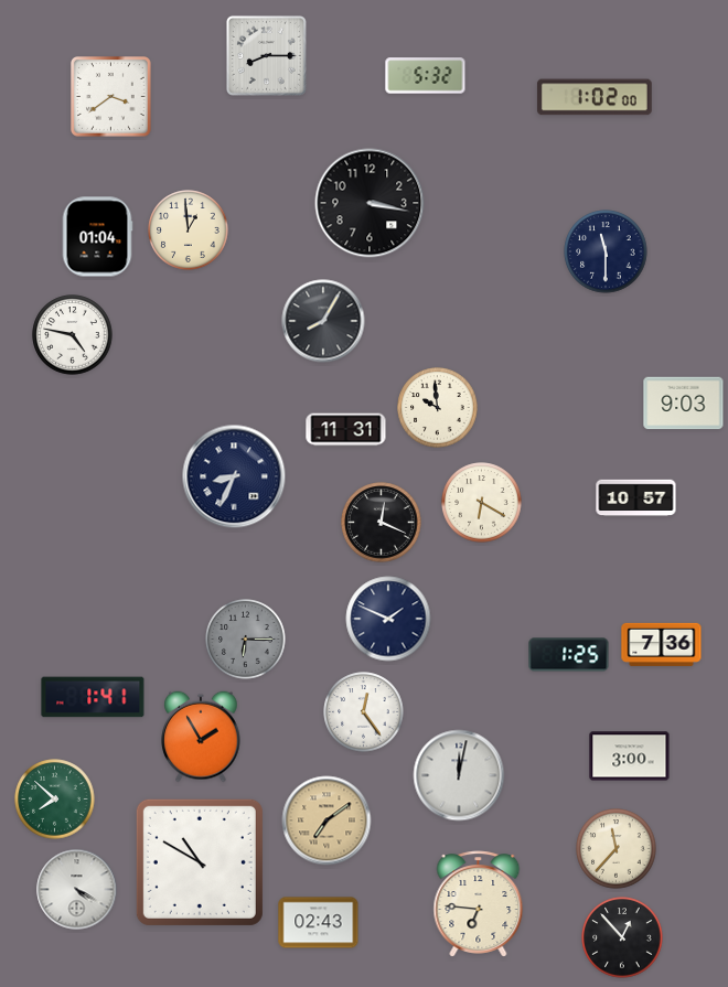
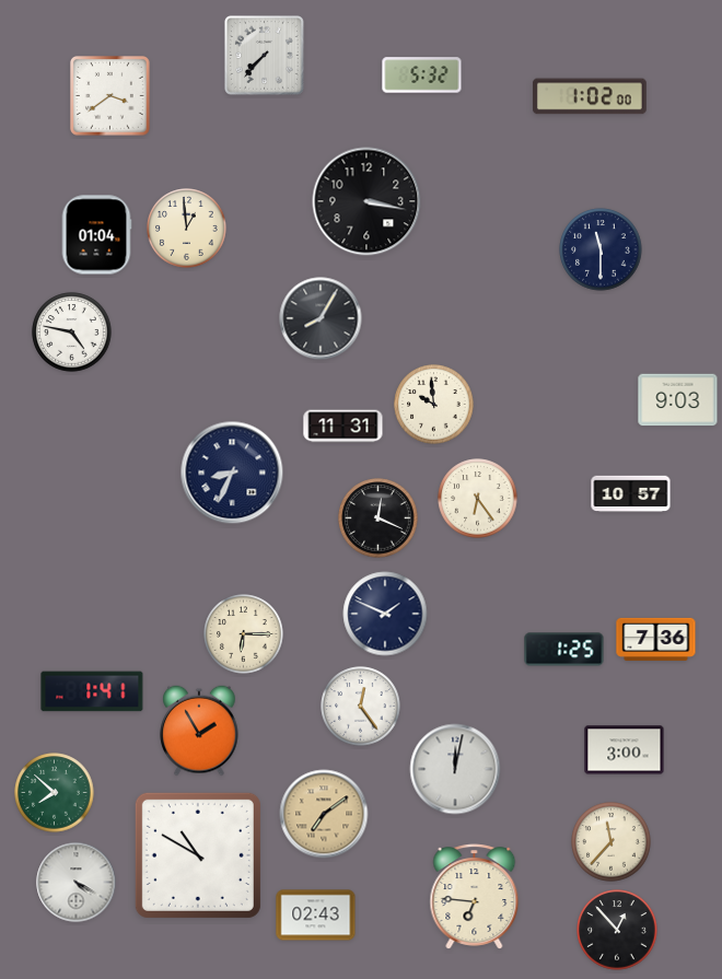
clock at (266, 55): 8:15 -> 7:37
clock at (482, 503): 6:20 -> 6:24
clock at (246, 640) dial: grey -> cream
